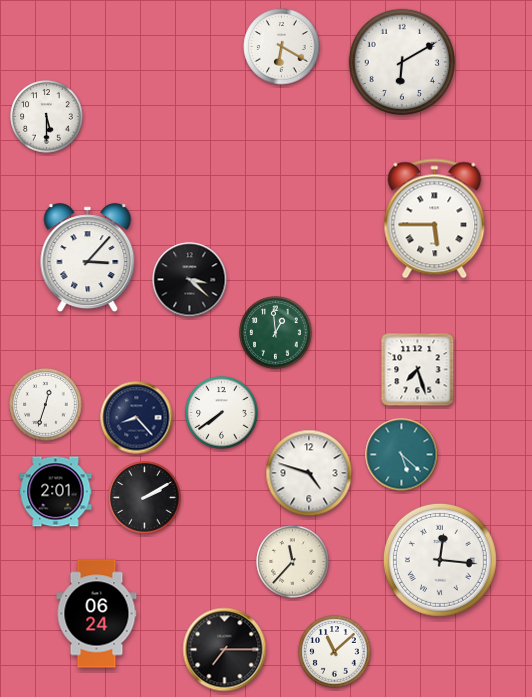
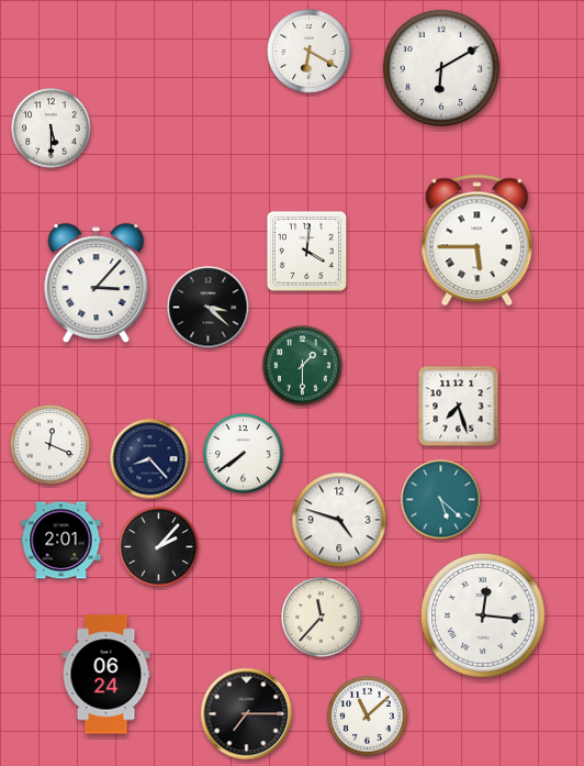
clock at (306, 251): none -> 4:01
clock at (276, 333): 12:59 -> 1:30
clock at (46, 405): 12:33 -> 12:19
clock at (145, 498): 2:10 -> 2:07
